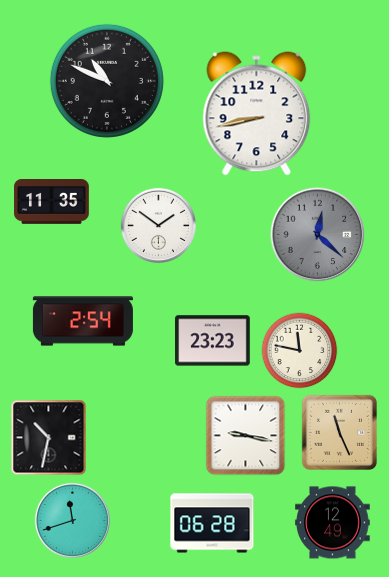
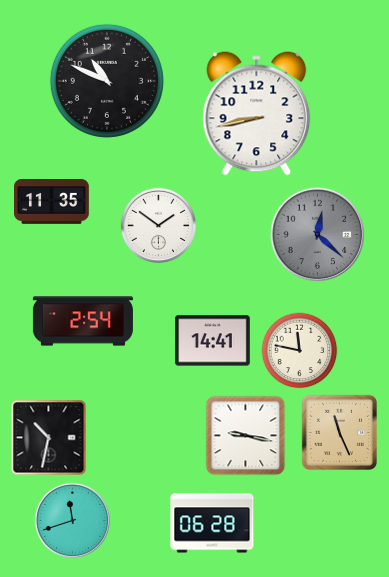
clock at (213, 341): 23:23 -> 14:41
clock at (333, 523): 12:49 -> none
